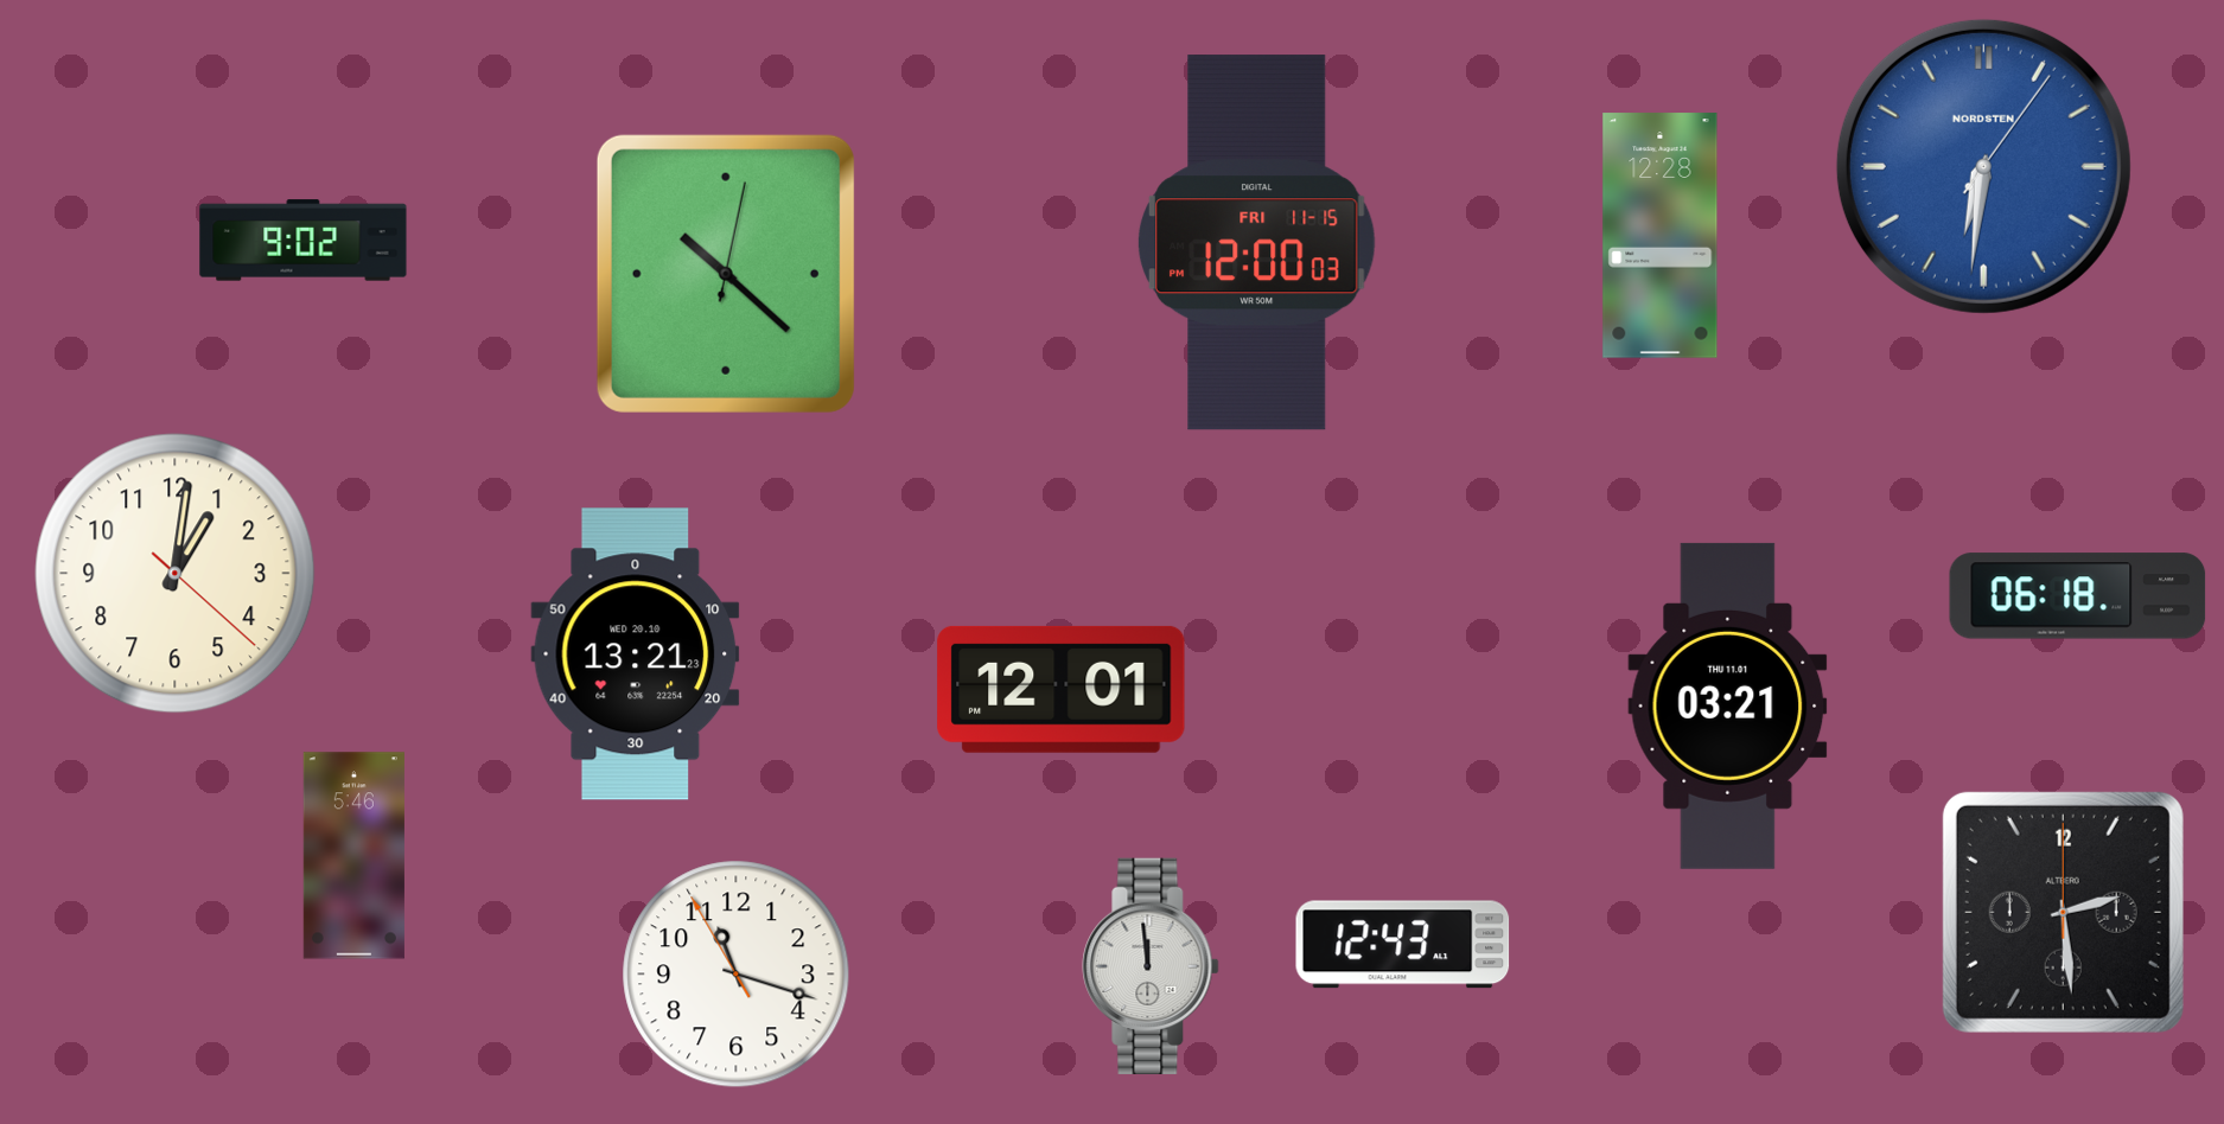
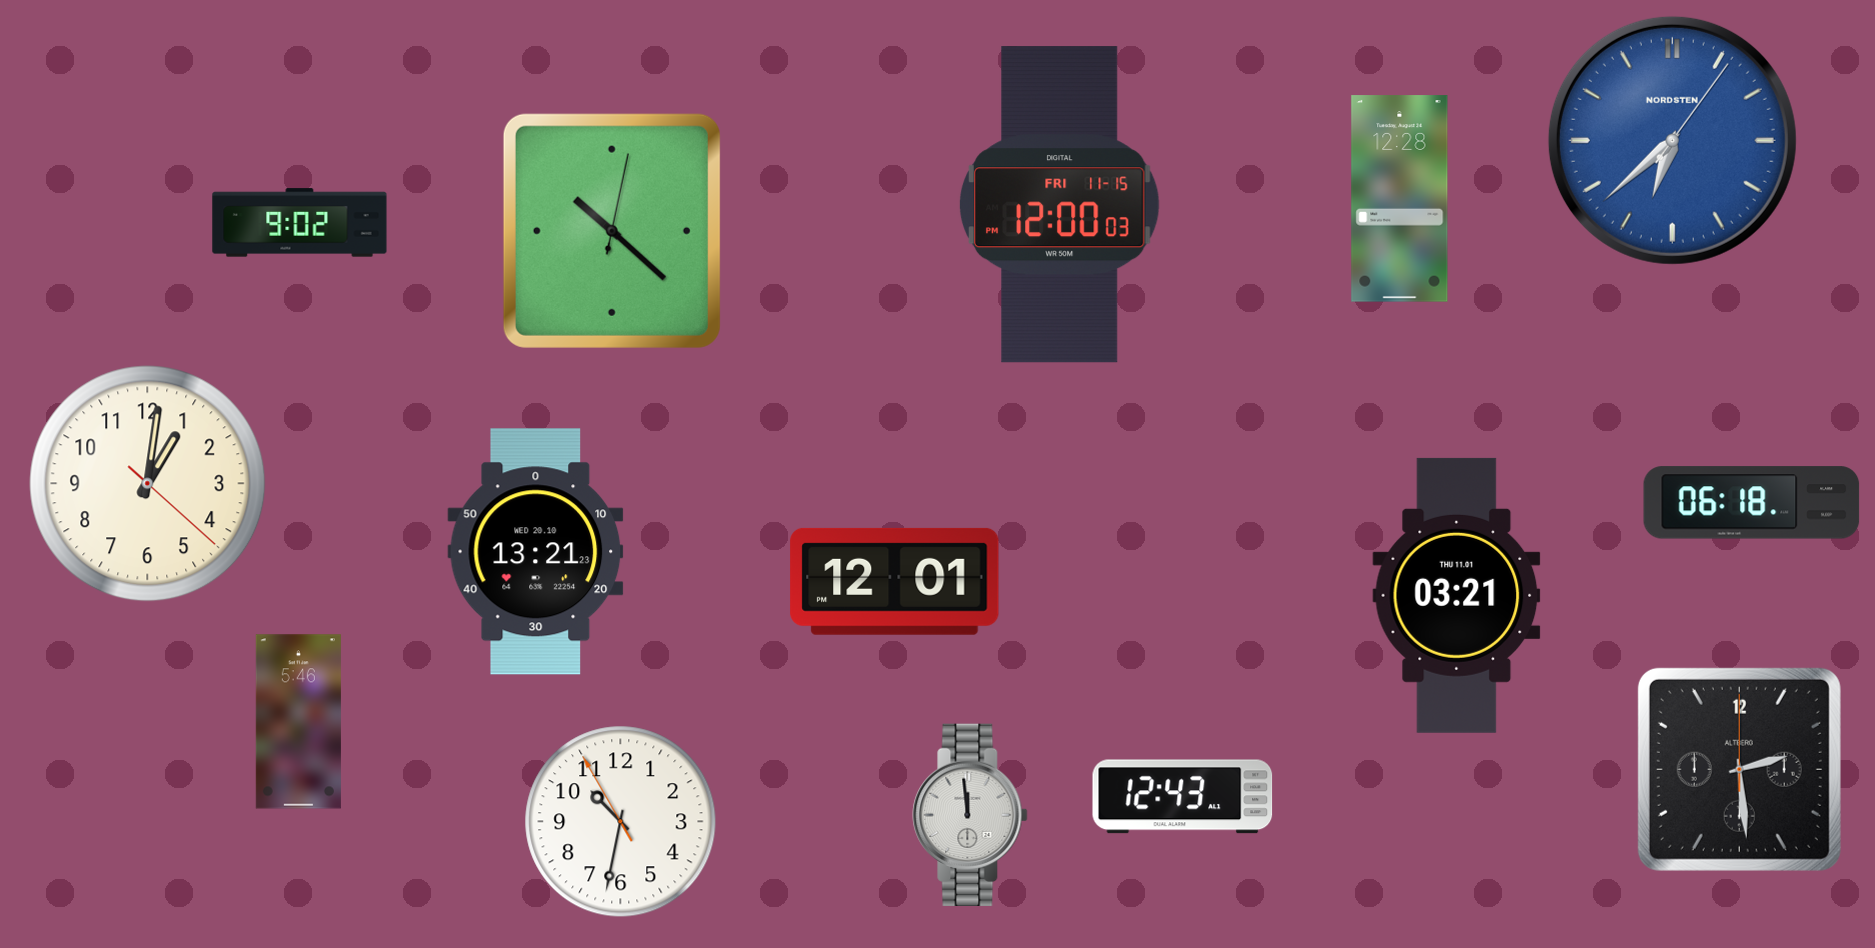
clock at (1983, 166): 6:31 -> 6:38
clock at (304, 241) position: (304, 241) -> (300, 223)
clock at (737, 975): 11:17 -> 10:31
